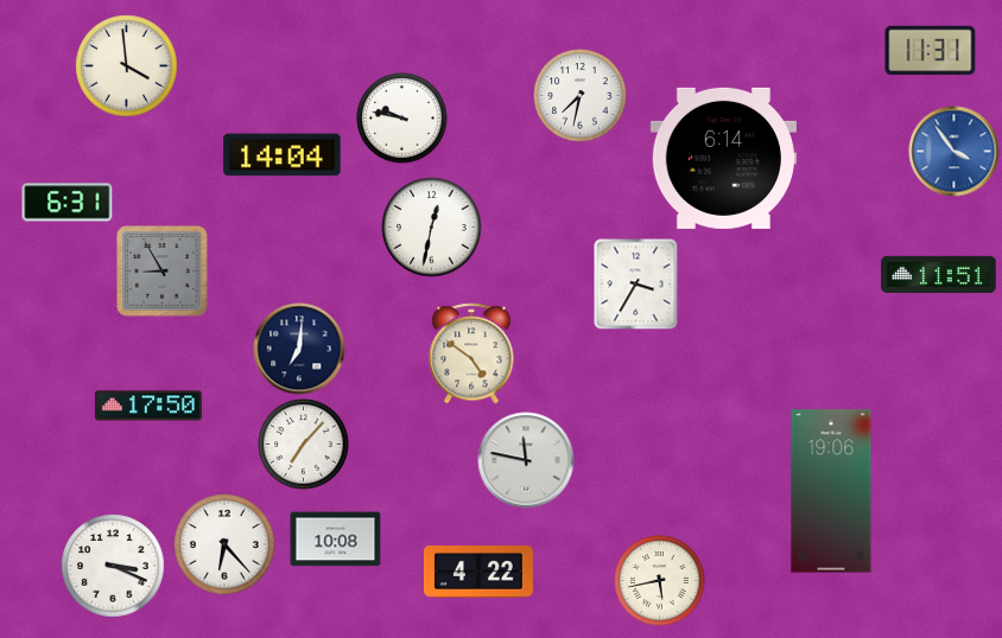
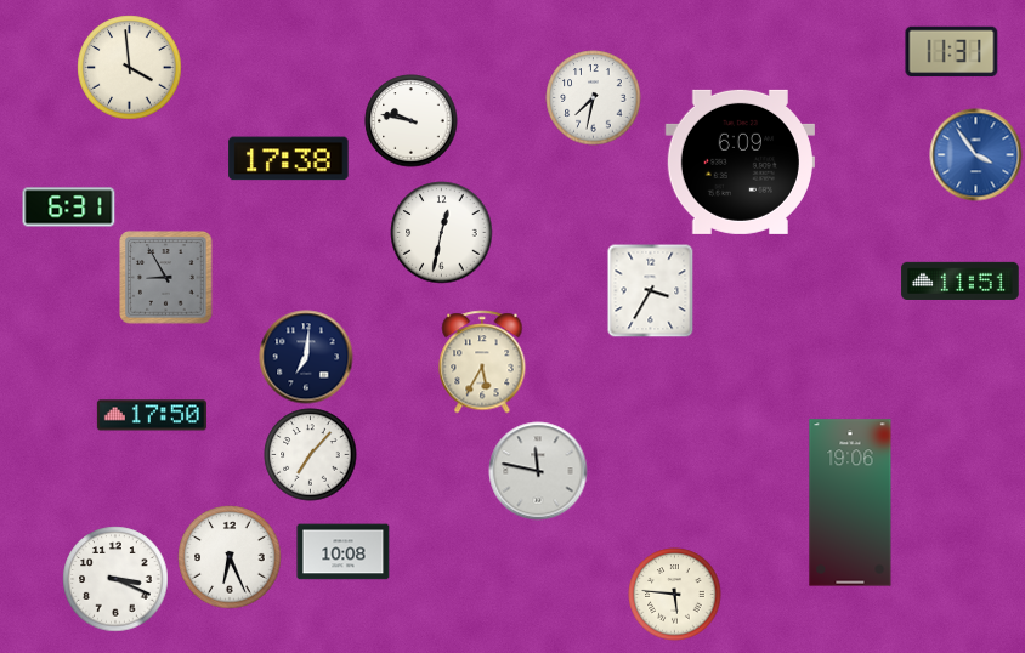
clock at (283, 155): 14:04 -> 17:38
clock at (723, 158): 6:14 -> 6:09
clock at (471, 353): 4:51 -> 5:35
clock at (224, 544): 6:23 -> 6:26
clock at (478, 573): 4:22 -> none
clock at (660, 581): 5:43 -> 5:46
